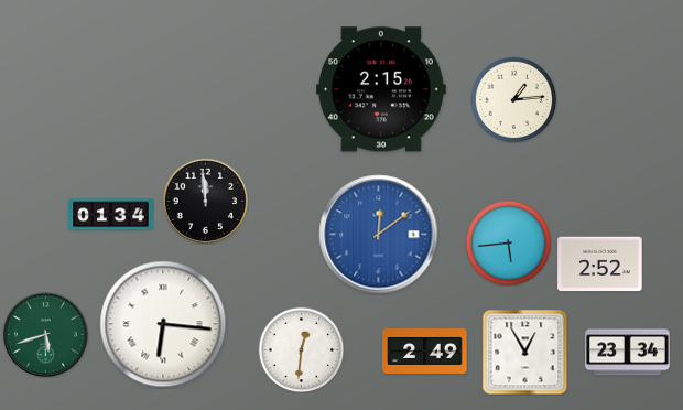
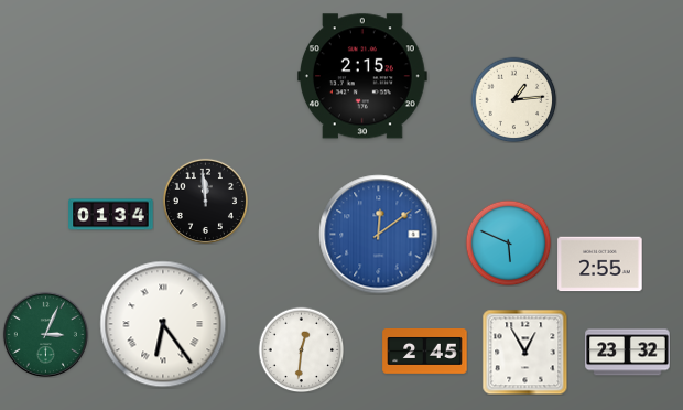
clock at (381, 89) position: (381, 89) -> (362, 76)
clock at (508, 242): 5:44 -> 5:49
clock at (600, 265): 2:52 -> 2:55
clock at (163, 324): 6:16 -> 6:24
clock at (45, 334): 5:42 -> 3:04
clock at (425, 352): 2:49 -> 2:45
clock at (628, 353): 23:34 -> 23:32
